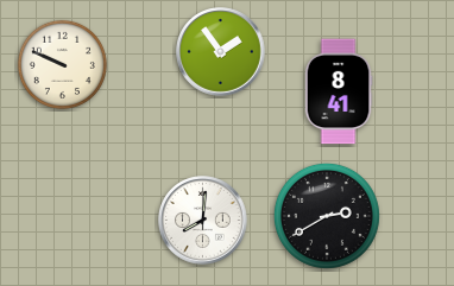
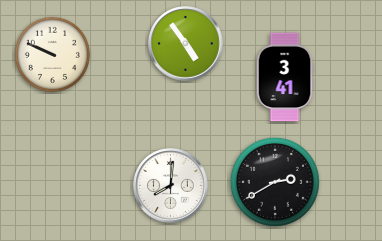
clock at (221, 52): 1:54 -> 4:54
clock at (339, 91): 8:41 -> 3:41
